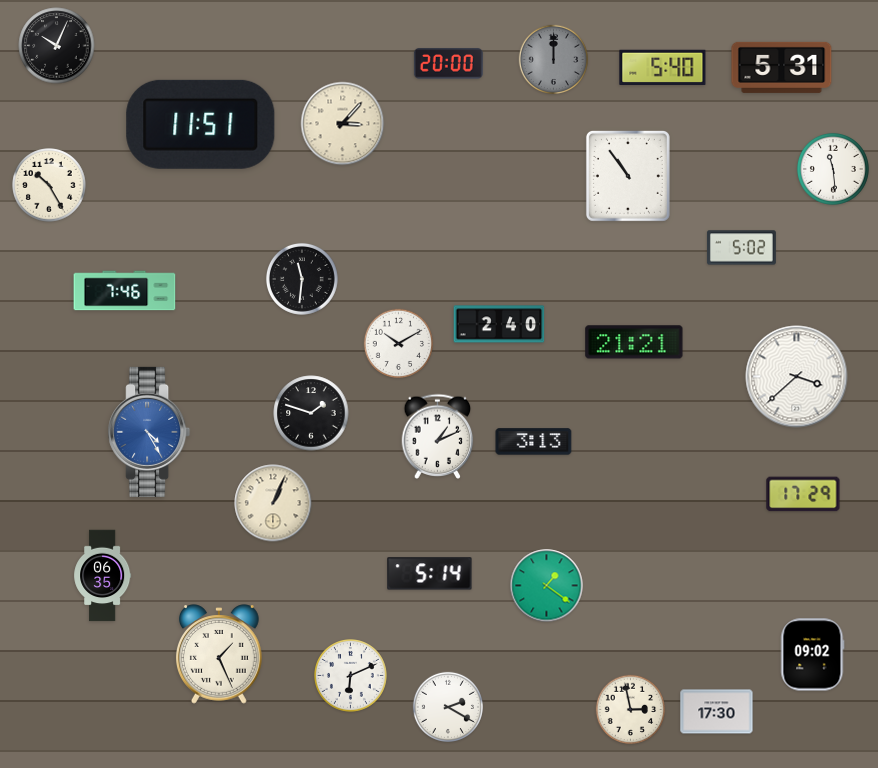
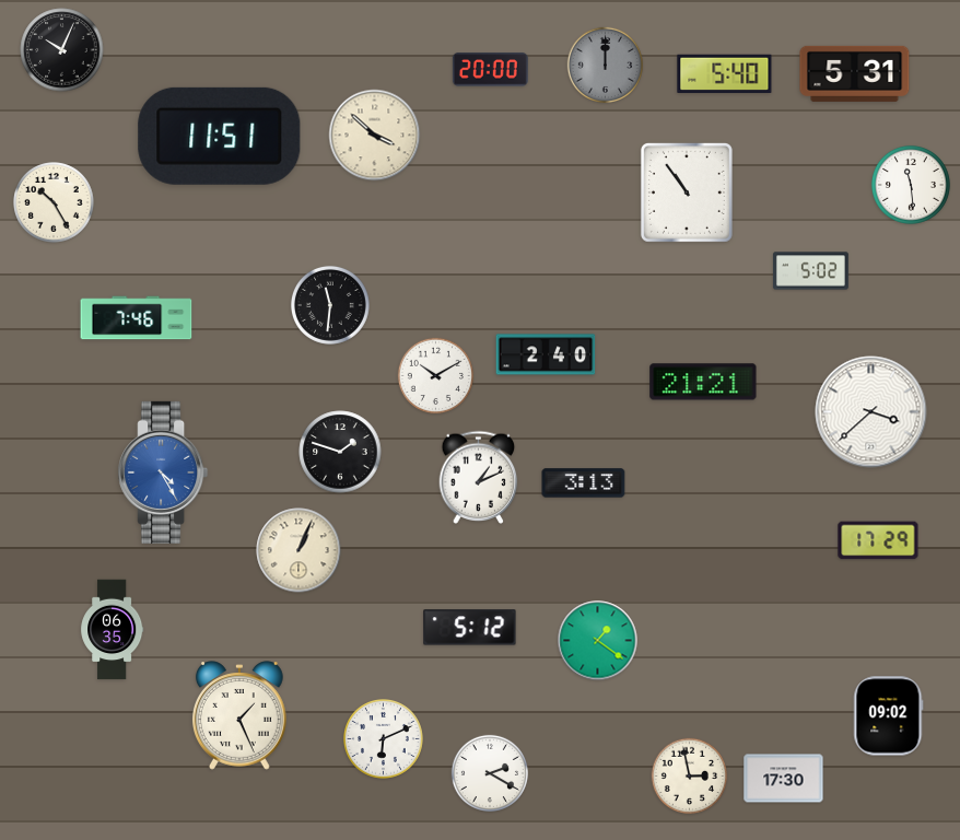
clock at (343, 124): 3:07 -> 3:52
clock at (634, 342) position: (634, 342) -> (703, 382)
clock at (430, 574): 5:14 -> 5:12
